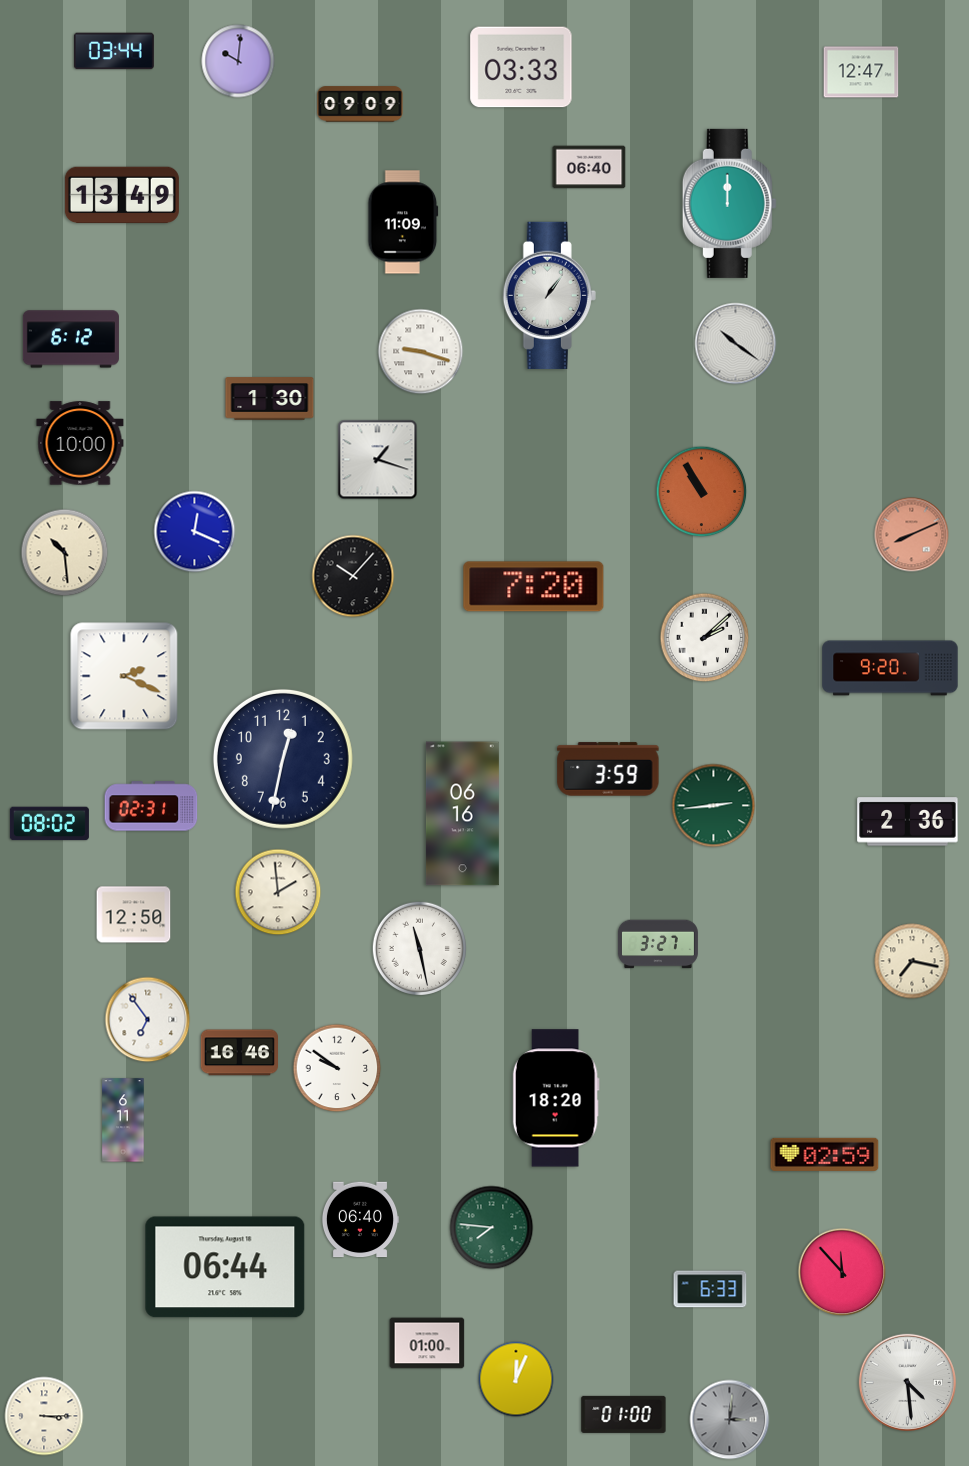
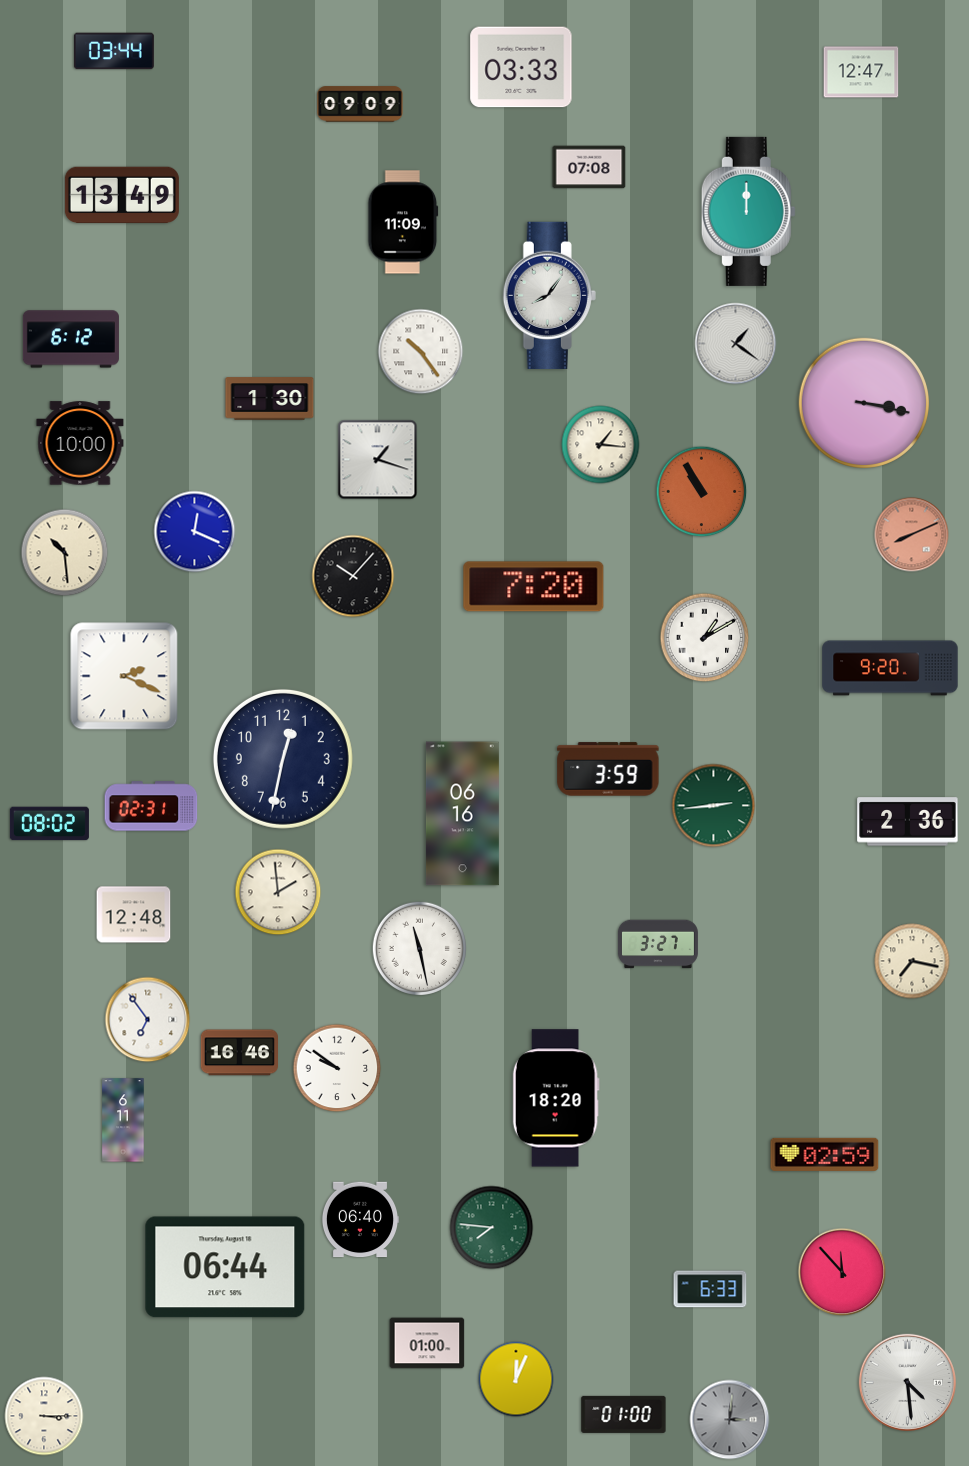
clock at (238, 61): 10:01 -> none
clock at (589, 167): 06:40 -> 07:08
clock at (729, 203) position: (729, 203) -> (748, 211)
clock at (549, 295): 1:06 -> 8:06
clock at (736, 344): 10:21 -> 1:21
clock at (421, 352): 9:18 -> 10:24
clock at (863, 402): none -> 3:17
clock at (601, 445): none -> 1:16
clock at (705, 638): 2:08 -> 1:10
clock at (134, 915): 12:50 -> 12:48
